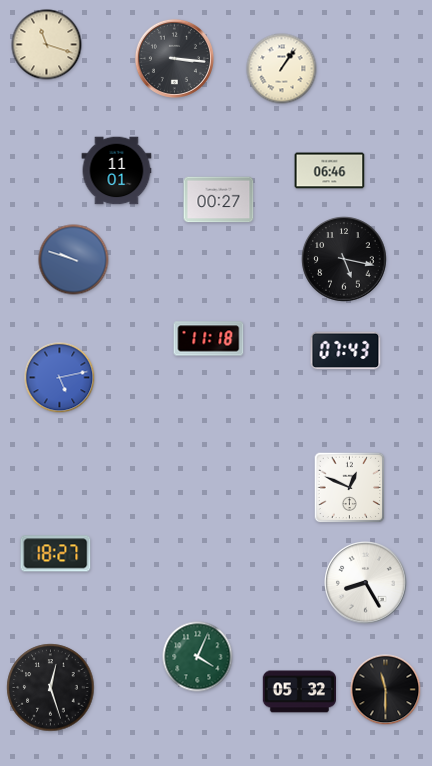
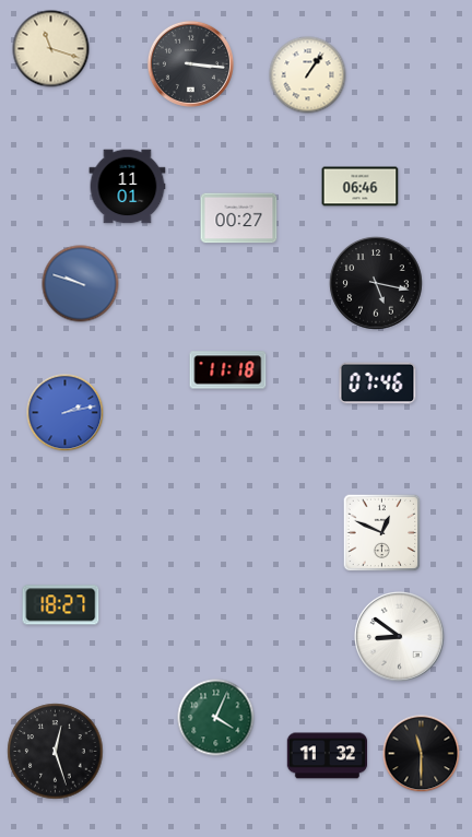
clock at (346, 351): 07:43 -> 07:46
clock at (60, 378): 5:13 -> 2:13
clock at (366, 583): 8:25 -> 8:51
clock at (299, 692): 05:32 -> 11:32
